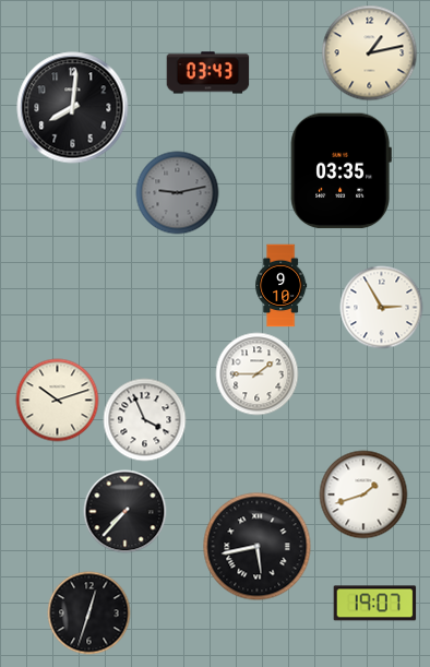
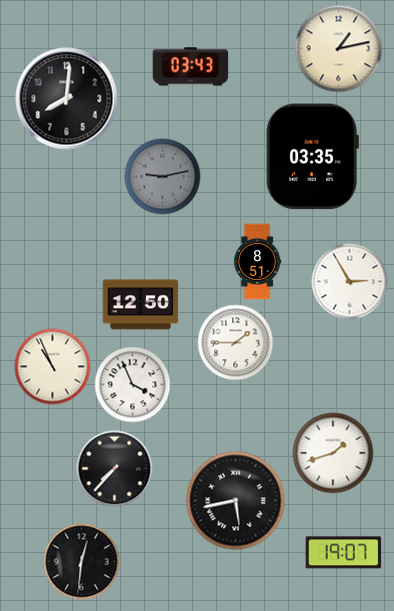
clock at (282, 286): 9:10 -> 8:51
clock at (141, 305): none -> 12:50
clock at (58, 401): 10:12 -> 10:56
clock at (89, 614): 12:33 -> 12:31
